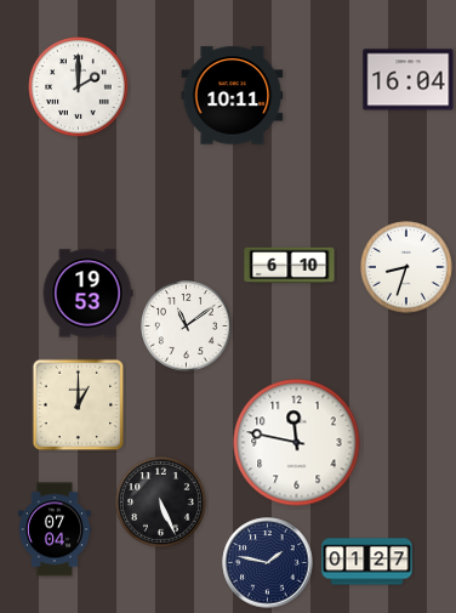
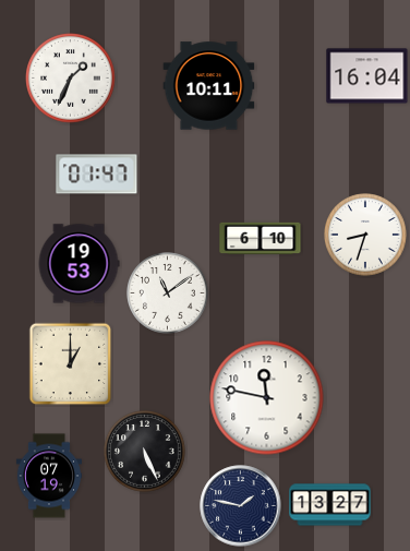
clock at (409, 80) position: (409, 80) -> (367, 76)
clock at (79, 87): 2:00 -> 1:34
clock at (97, 175): none -> 01:47
clock at (407, 268) position: (407, 268) -> (366, 236)
clock at (53, 529): 07:04 -> 07:19
clock at (367, 562): 01:27 -> 13:27
